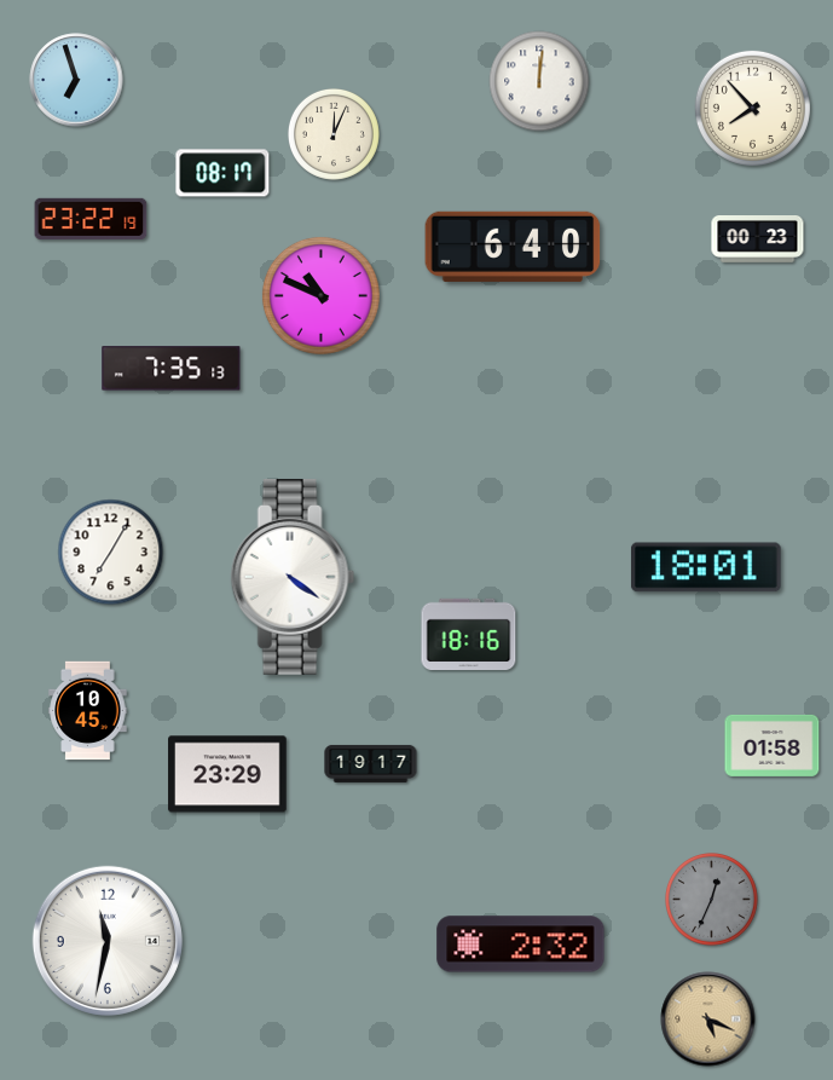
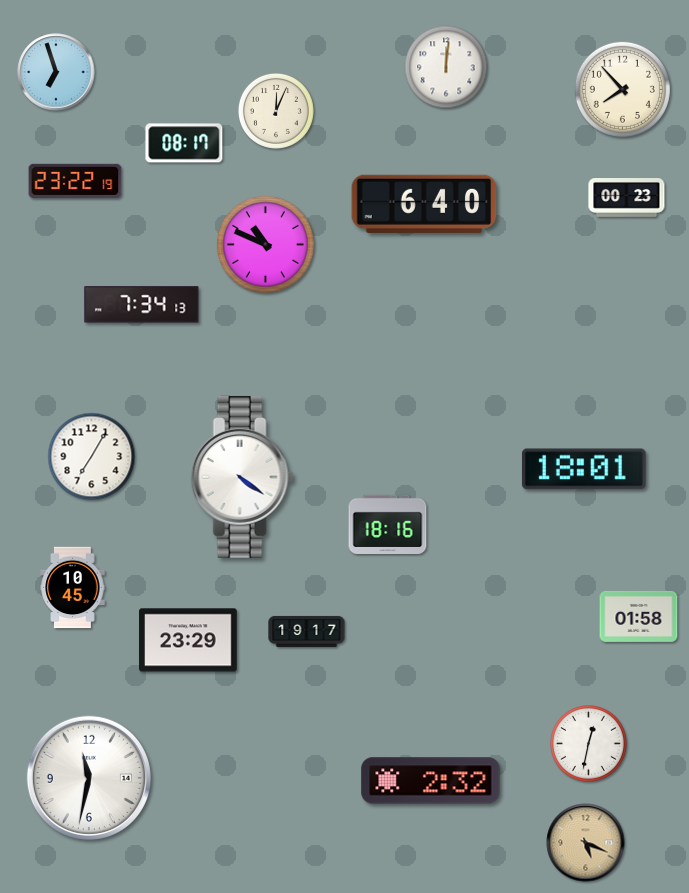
clock at (76, 80) position: (76, 80) -> (56, 72)
clock at (172, 369): 7:35 -> 7:34
clock at (712, 900): 12:34 -> 12:32
clock at (712, 900) dial: grey -> white
